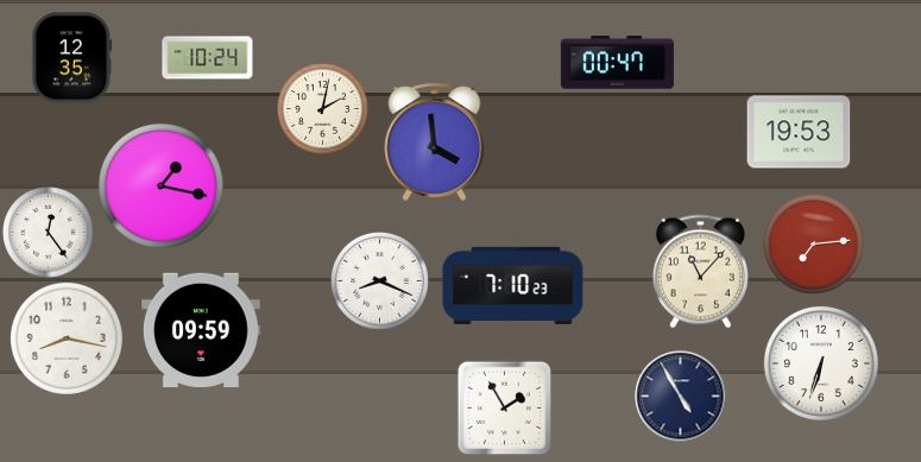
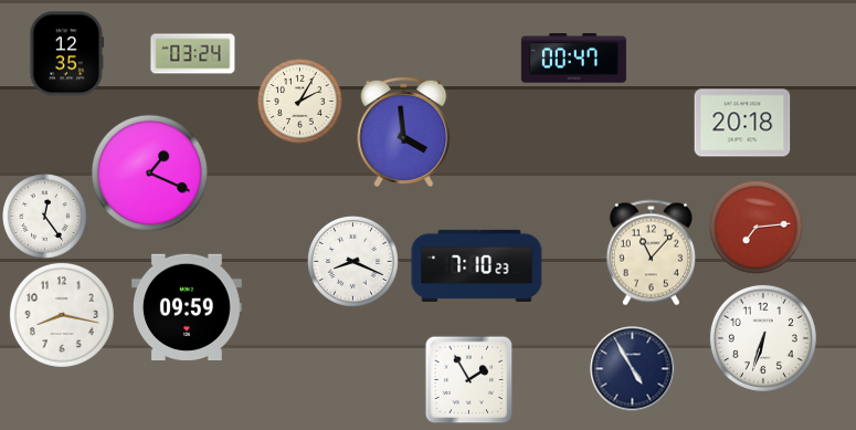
clock at (208, 58): 10:24 -> 03:24
clock at (323, 109): 2:02 -> 2:05
clock at (799, 132): 19:53 -> 20:18
clock at (160, 185): 1:17 -> 1:19
